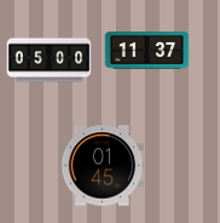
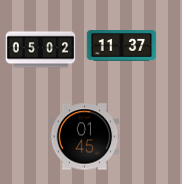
clock at (147, 51) position: (147, 51) -> (122, 46)
clock at (50, 61): 05:00 -> 05:02
